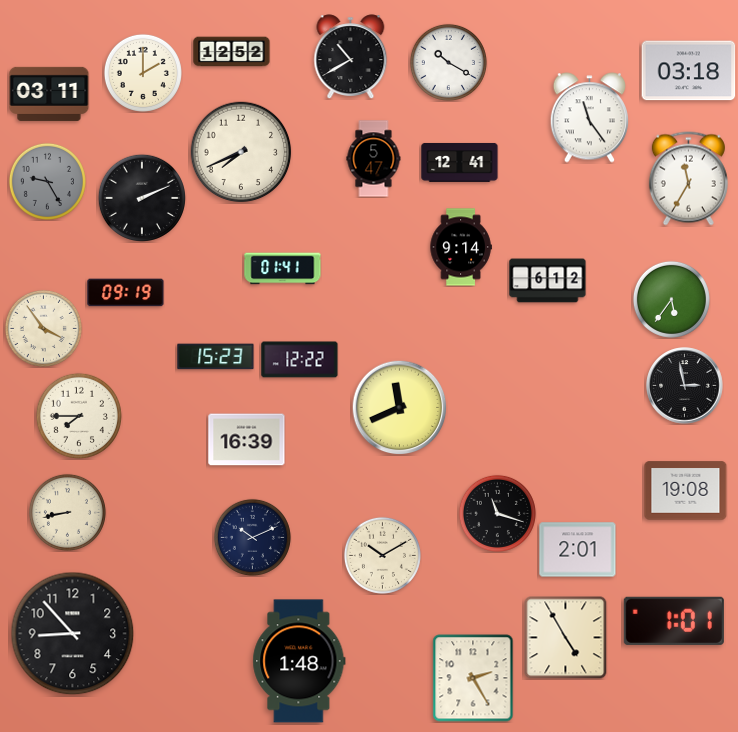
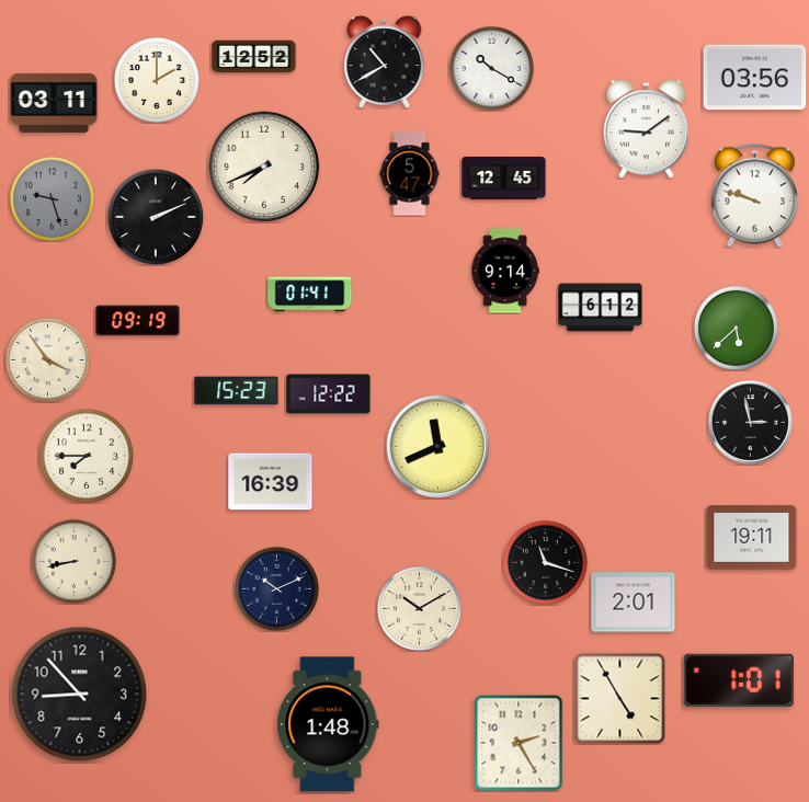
clock at (689, 71): 03:18 -> 03:56
clock at (589, 118): 11:24 -> 9:09
clock at (460, 162): 12:41 -> 12:45
clock at (688, 179): 11:35 -> 9:48
clock at (47, 181): 9:25 -> 9:27
clock at (671, 299): 5:36 -> 5:38
clock at (686, 491): 19:08 -> 19:11
